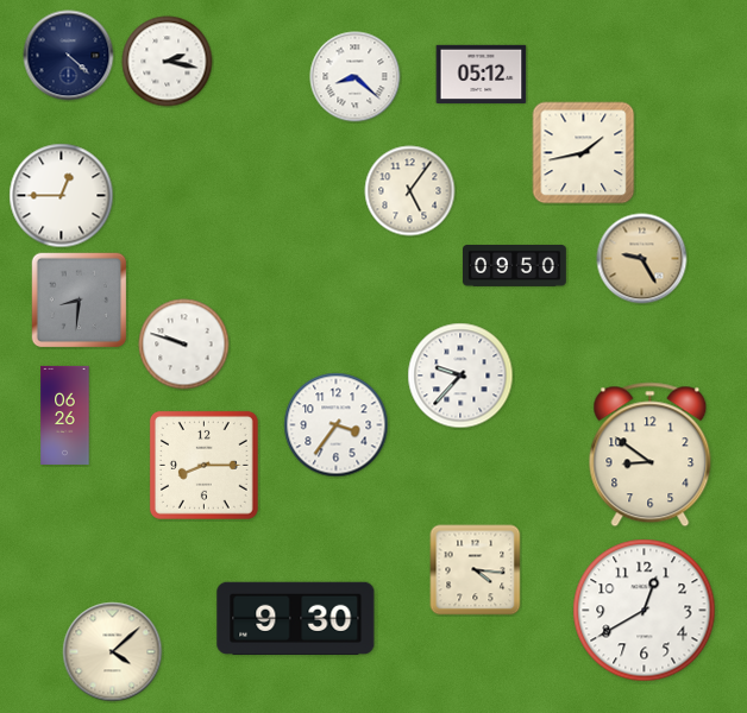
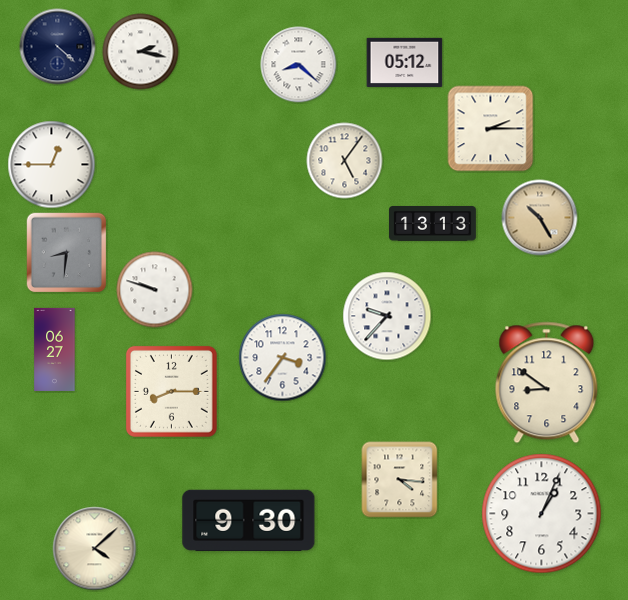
clock at (584, 153): 1:43 -> 2:15
clock at (642, 259): 9:25 -> 10:25
clock at (515, 266): 09:50 -> 13:13
clock at (65, 415): 06:26 -> 06:27
clock at (645, 611): 12:40 -> 1:04
